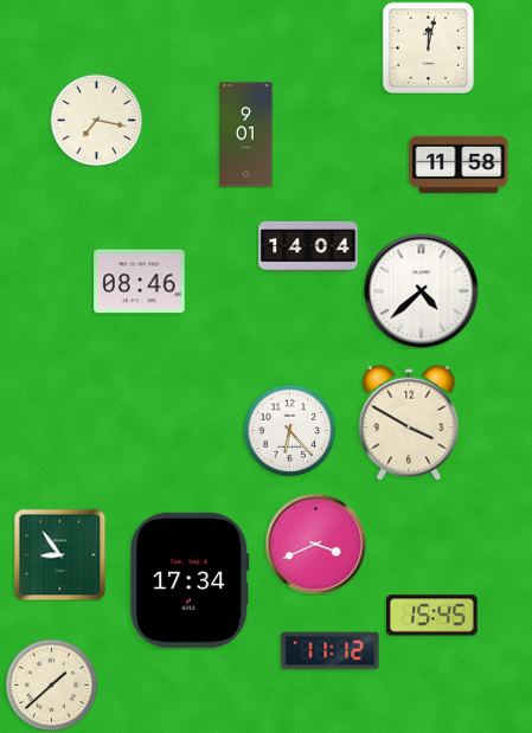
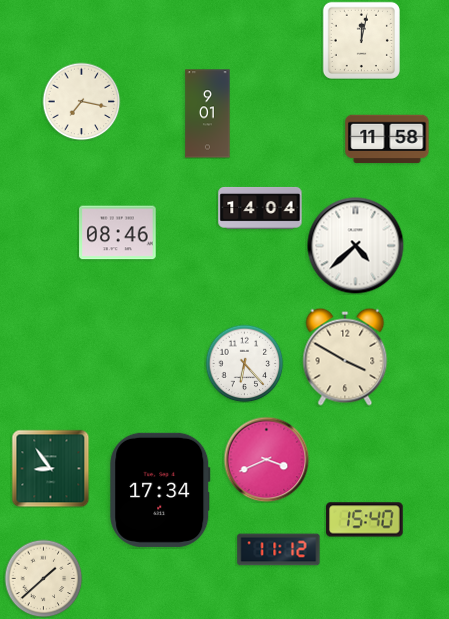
clock at (140, 282) position: (140, 282) -> (118, 233)
clock at (432, 616): 15:45 -> 15:40
